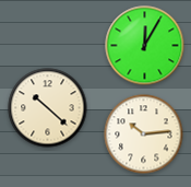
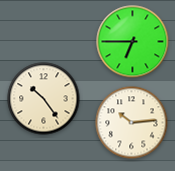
clock at (145, 46): 12:05 -> 6:45
clock at (48, 108): 10:22 -> 10:24
